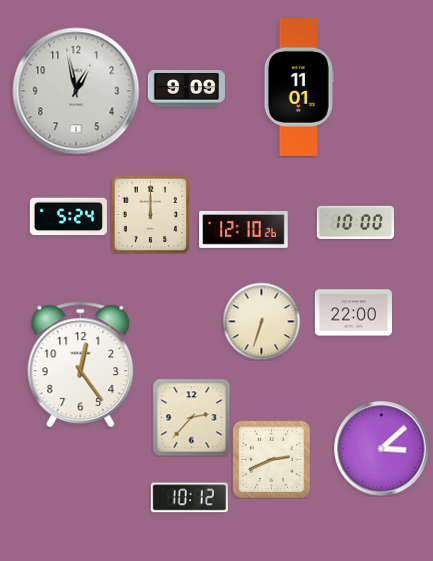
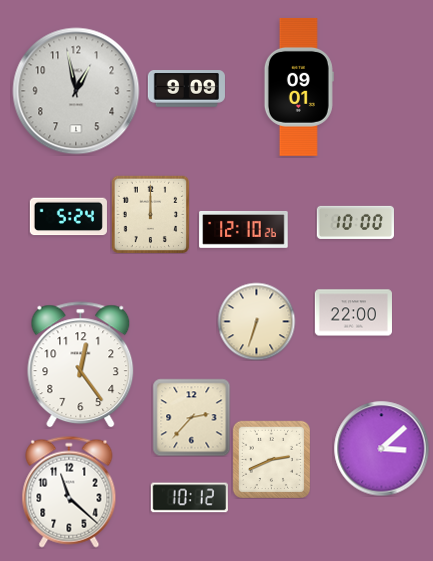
clock at (299, 87): 11:01 -> 09:01
clock at (261, 321) position: (261, 321) -> (256, 321)
clock at (69, 492): none -> 11:22
